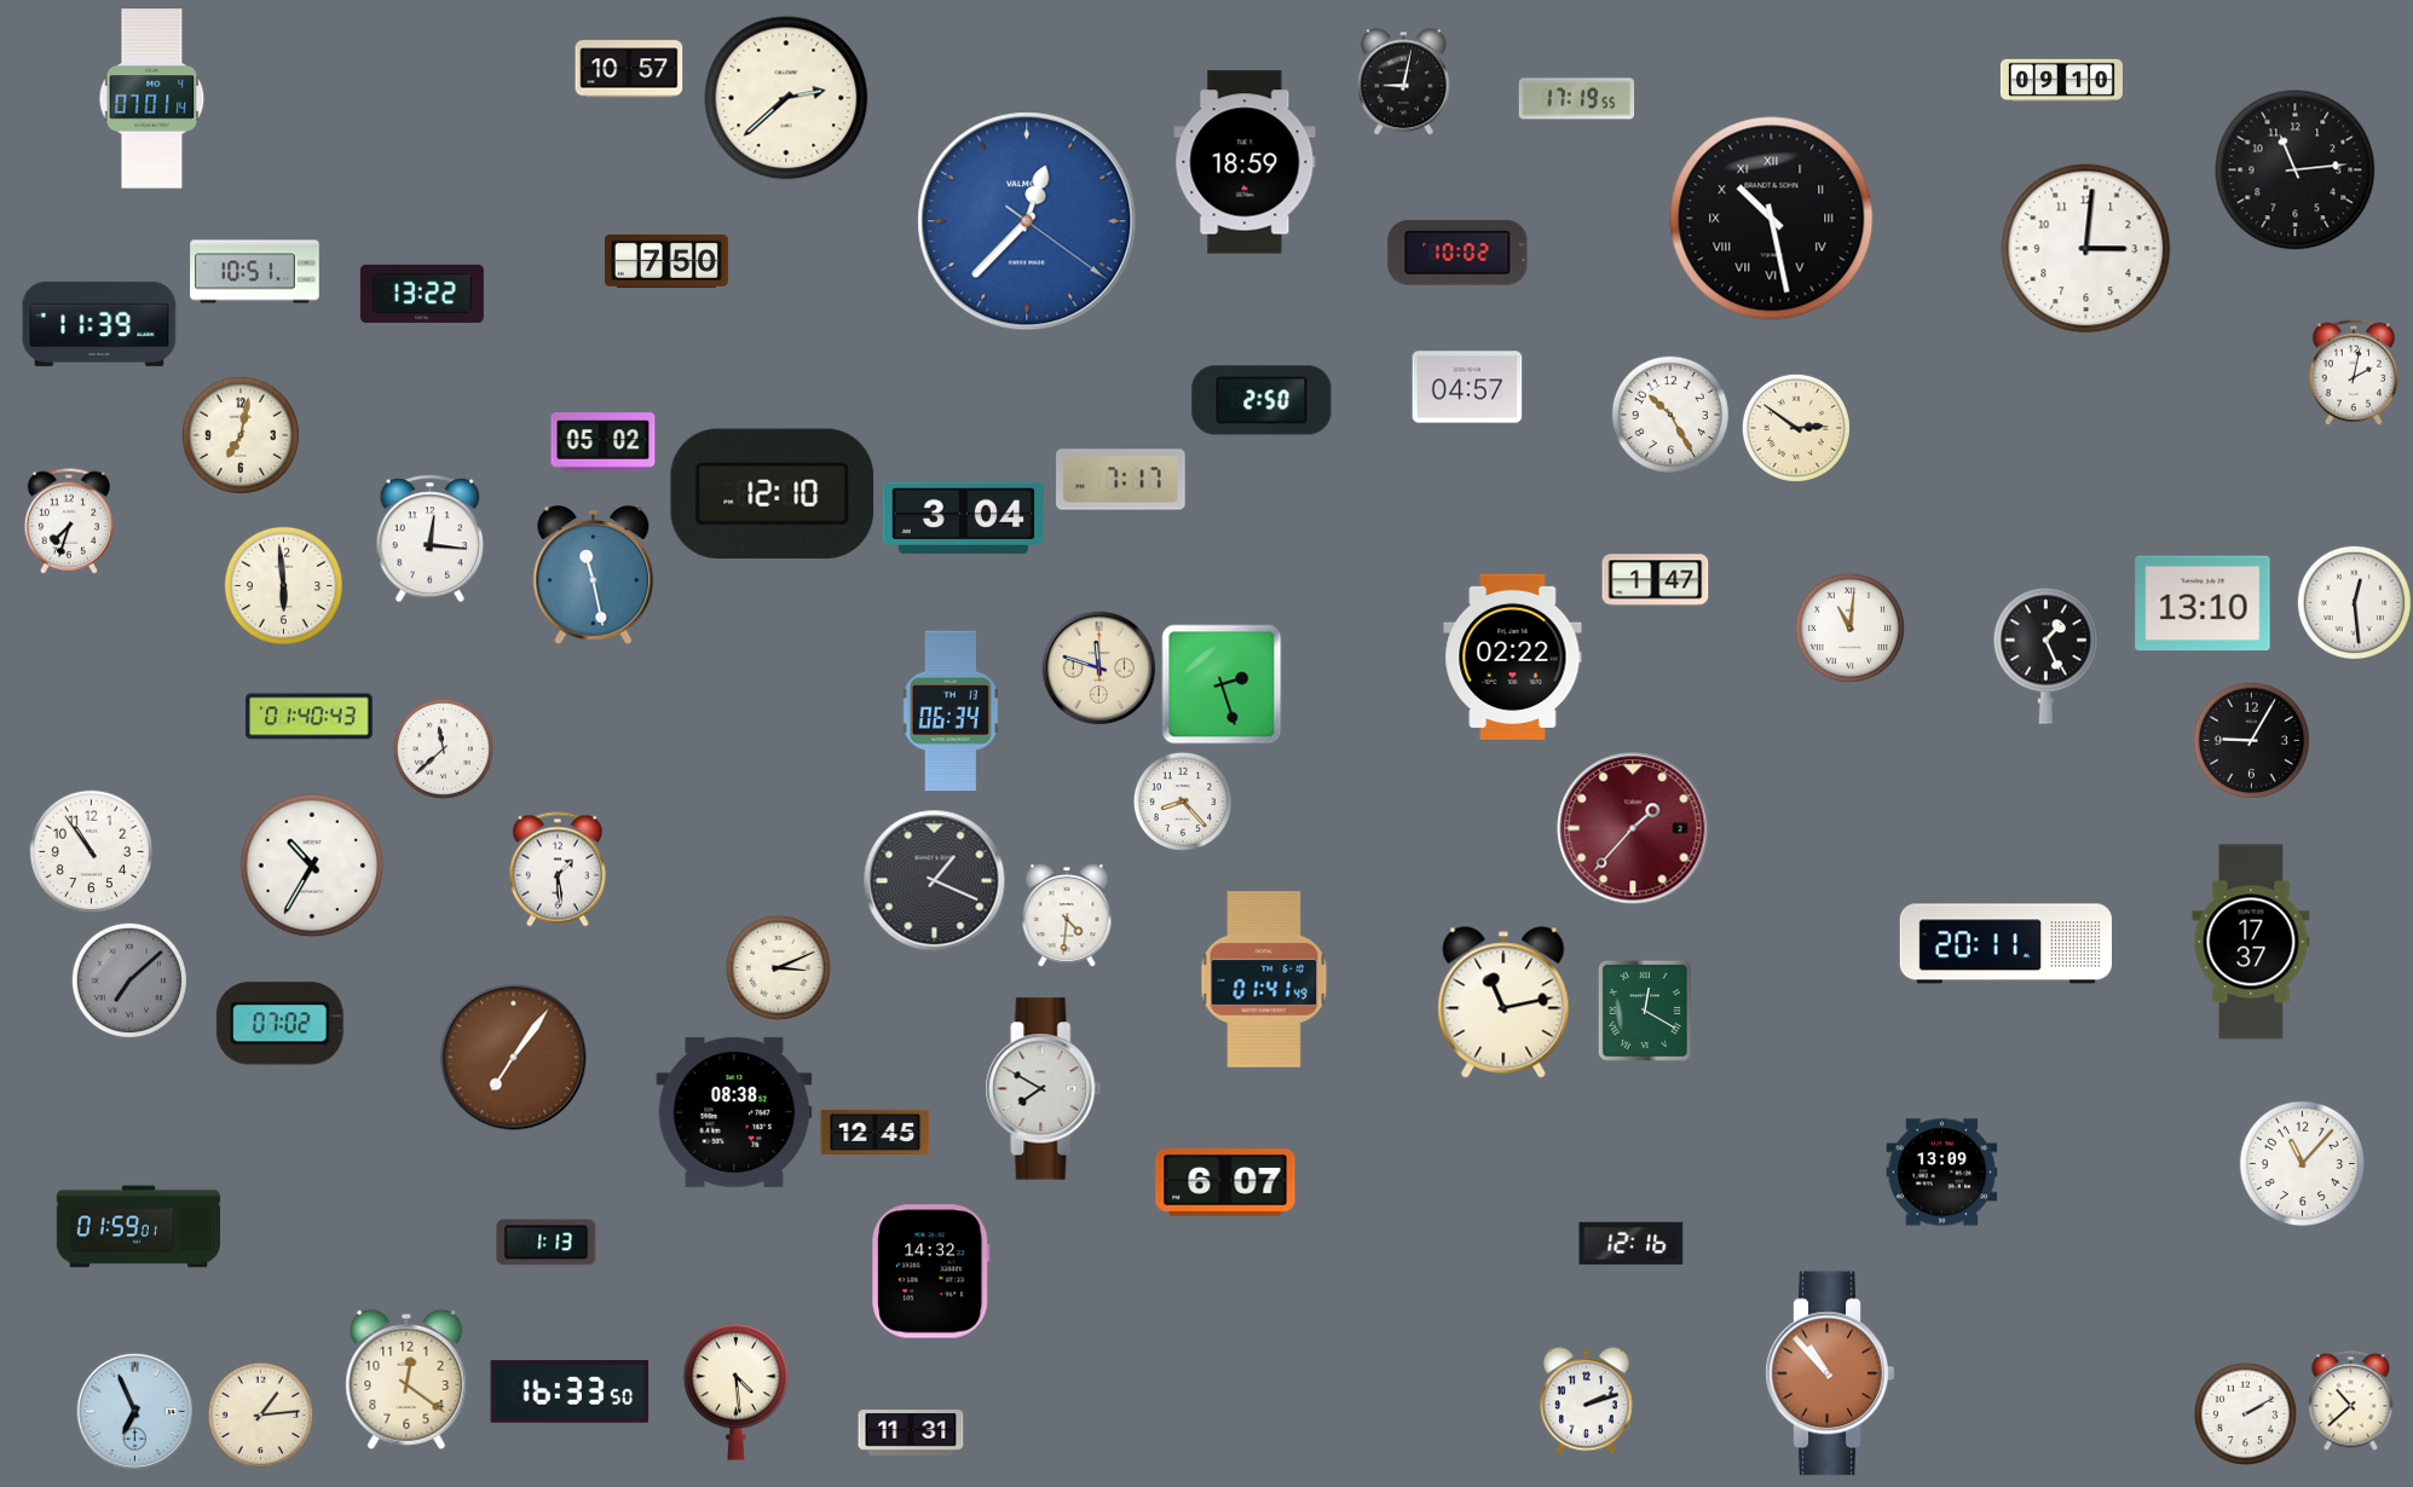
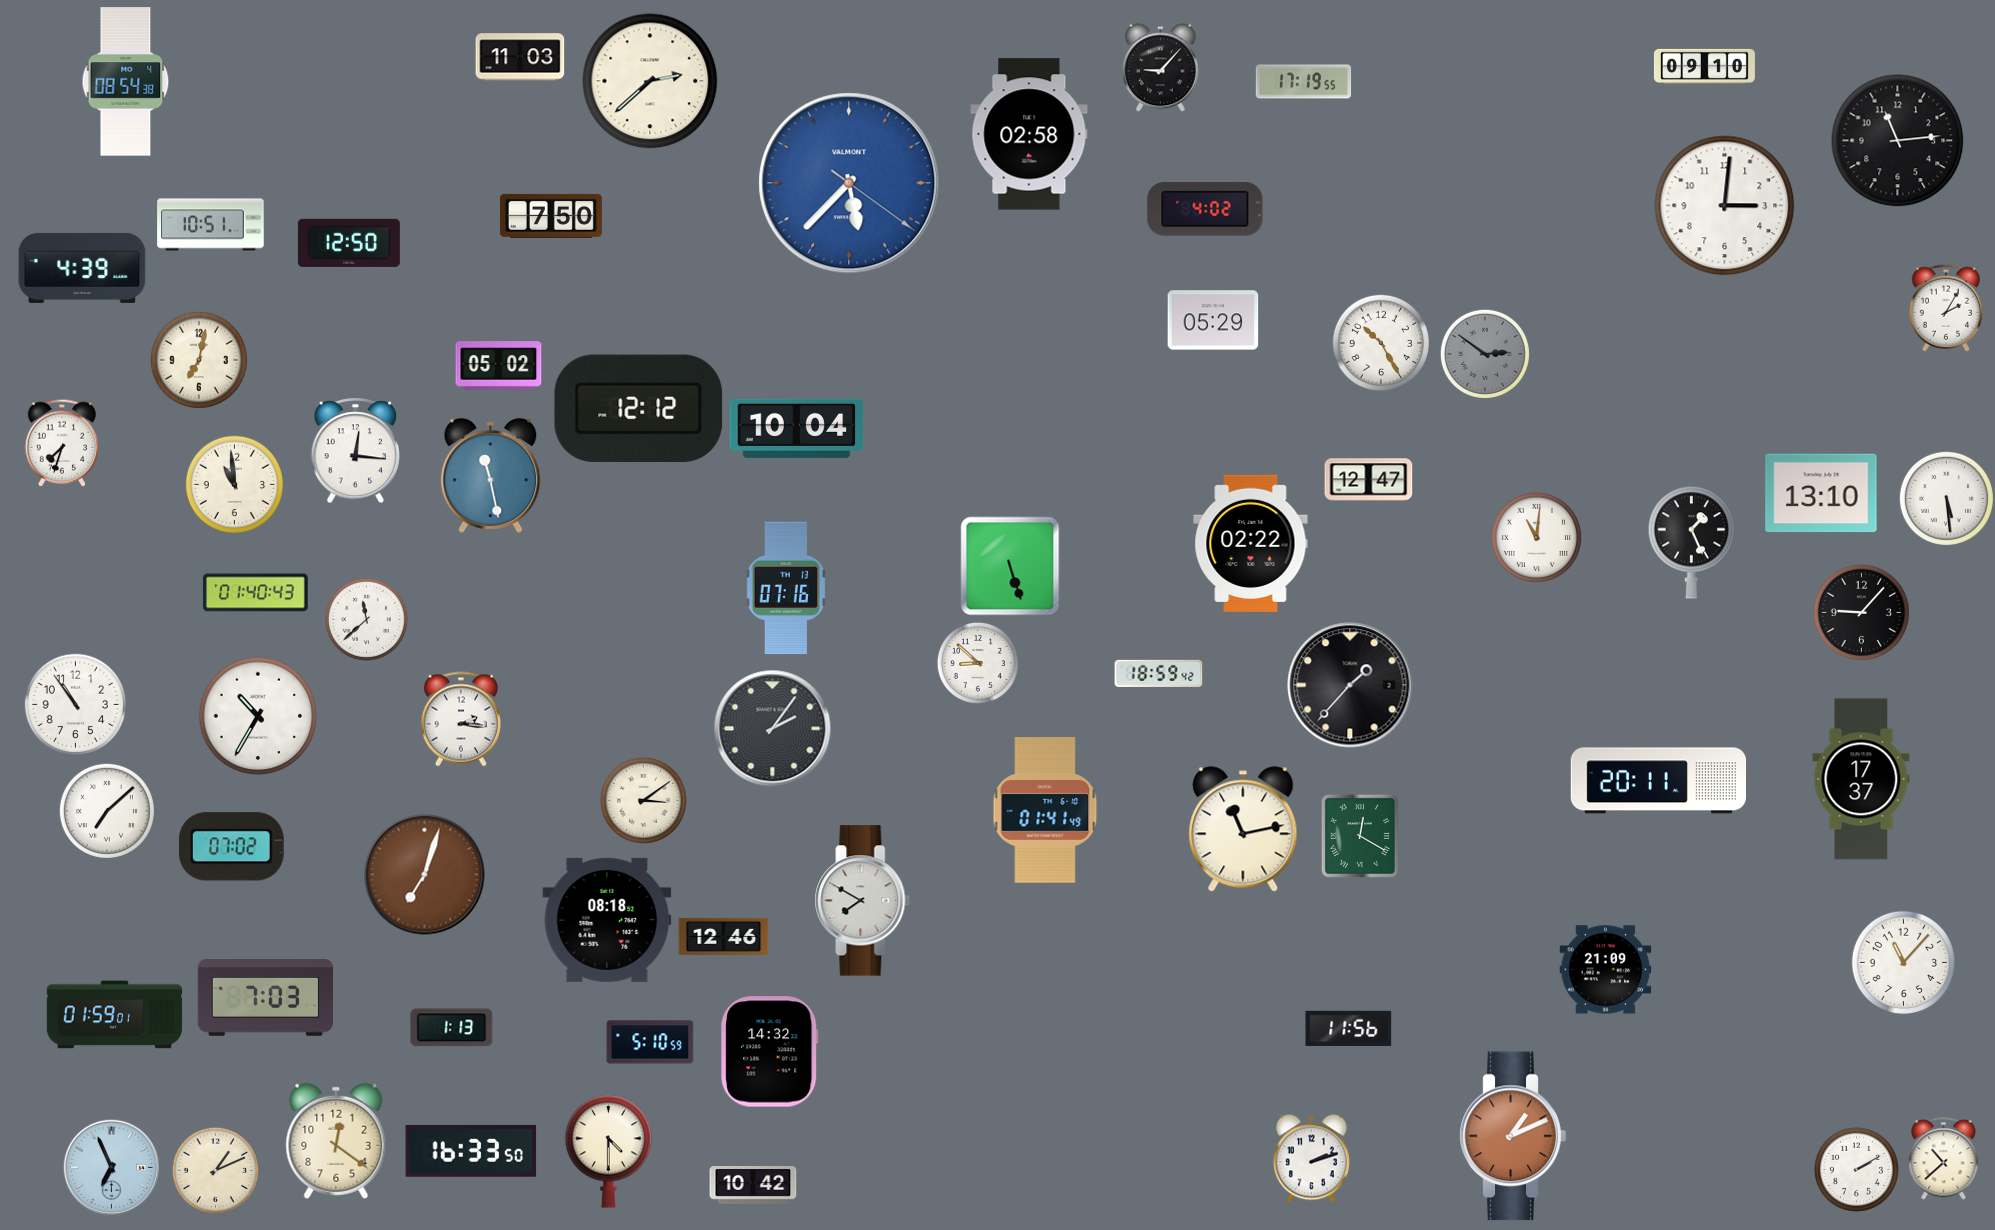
clock at (629, 69): 10:57 -> 11:03
clock at (1403, 82): 9:02 -> 9:07
clock at (152, 99): 07:01 -> 08:54
clock at (1245, 162): 18:59 -> 02:58
clock at (1772, 219): 10:28 -> none
clock at (1027, 221): 12:37 -> 5:37
clock at (1457, 253): 10:02 -> 4:02
clock at (422, 294): 13:22 -> 12:50
clock at (99, 324): 11:39 -> 4:39
clock at (2354, 372): 2:02 -> 2:05
clock at (1467, 387): 04:57 -> 05:29
clock at (1262, 400): 2:50 -> none
clock at (1796, 428) dial: cream -> grey
clock at (1121, 480): 7:17 -> none
clock at (773, 493): 12:10 -> 12:12
clock at (964, 517): 3:04 -> 10:04
clock at (69, 521) position: (69, 521) -> (62, 443)
clock at (431, 539) position: (431, 539) -> (356, 451)
clock at (1656, 580): 1:47 -> 12:47
clock at (283, 585): 5:59 -> 10:59
clock at (2354, 602): 12:29 -> 5:29
clock at (2203, 603) position: (2203, 603) -> (1821, 493)
clock at (1849, 627) position: (1849, 627) -> (1536, 537)
clock at (1098, 667): 11:48 -> none
clock at (1222, 684): 2:27 -> 5:27
clock at (949, 711): 06:34 -> 07:16
clock at (2251, 740): 9:05 -> 9:07
clock at (1183, 802): 8:23 -> 8:52
clock at (1159, 673): none -> 18:59
clock at (1633, 828) dial: burgundy -> black
clock at (558, 869): 1:29 -> 2:16
clock at (935, 881): 1:19 -> 2:06
clock at (1067, 915): 4:31 -> none
clock at (778, 967): 3:11 -> 3:09
clock at (129, 980) dial: grey -> white
clock at (514, 1058): 7:06 -> 7:03
clock at (734, 1112): 08:38 -> 08:18
clock at (876, 1132): 12:45 -> 12:46
clock at (1942, 1173): 13:09 -> 21:09
clock at (1225, 1184): 6:07 -> none
clock at (265, 998): none -> 7:03
clock at (1632, 1243): 12:16 -> 11:56
clock at (650, 1042): none -> 5:10
clock at (1830, 1373): 10:53 -> 1:11
clock at (737, 1391): 4:29 -> 4:30
clock at (260, 1414): 1:14 -> 1:11
clock at (911, 1434): 11:31 -> 10:42
